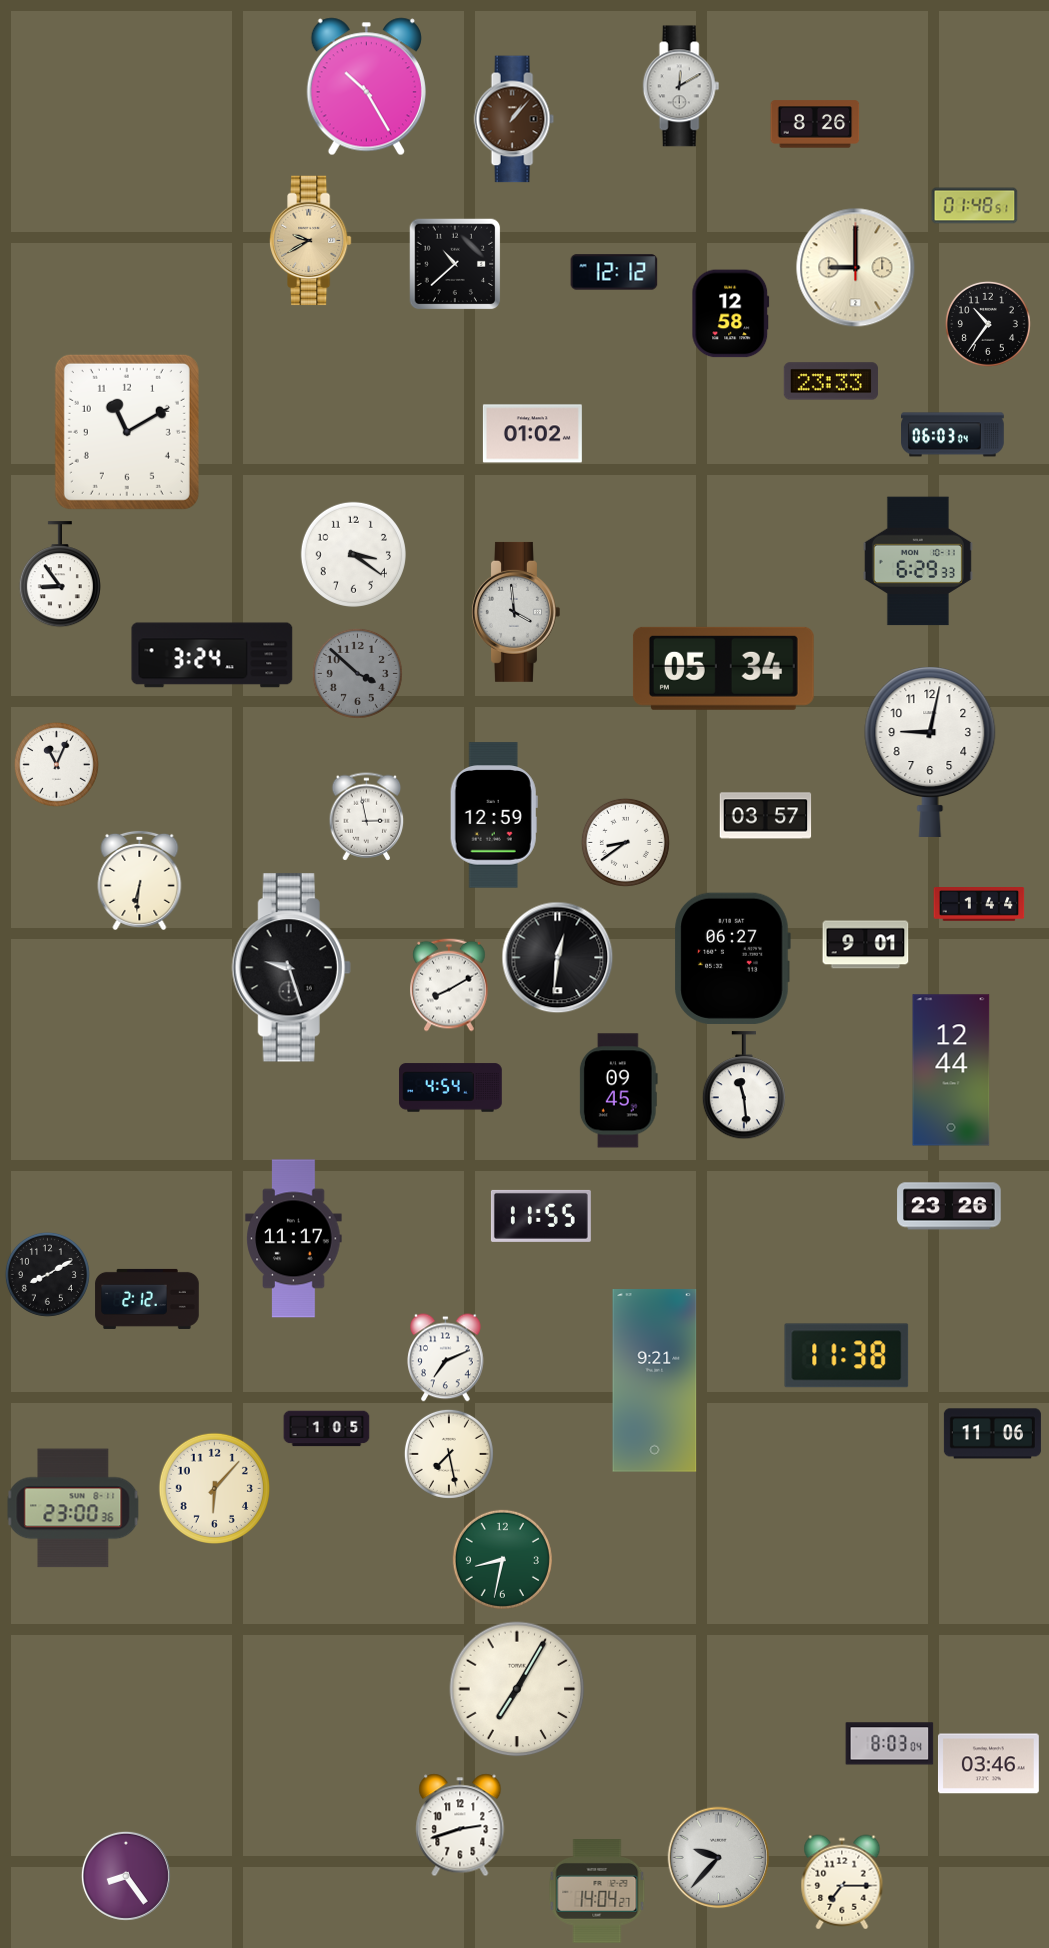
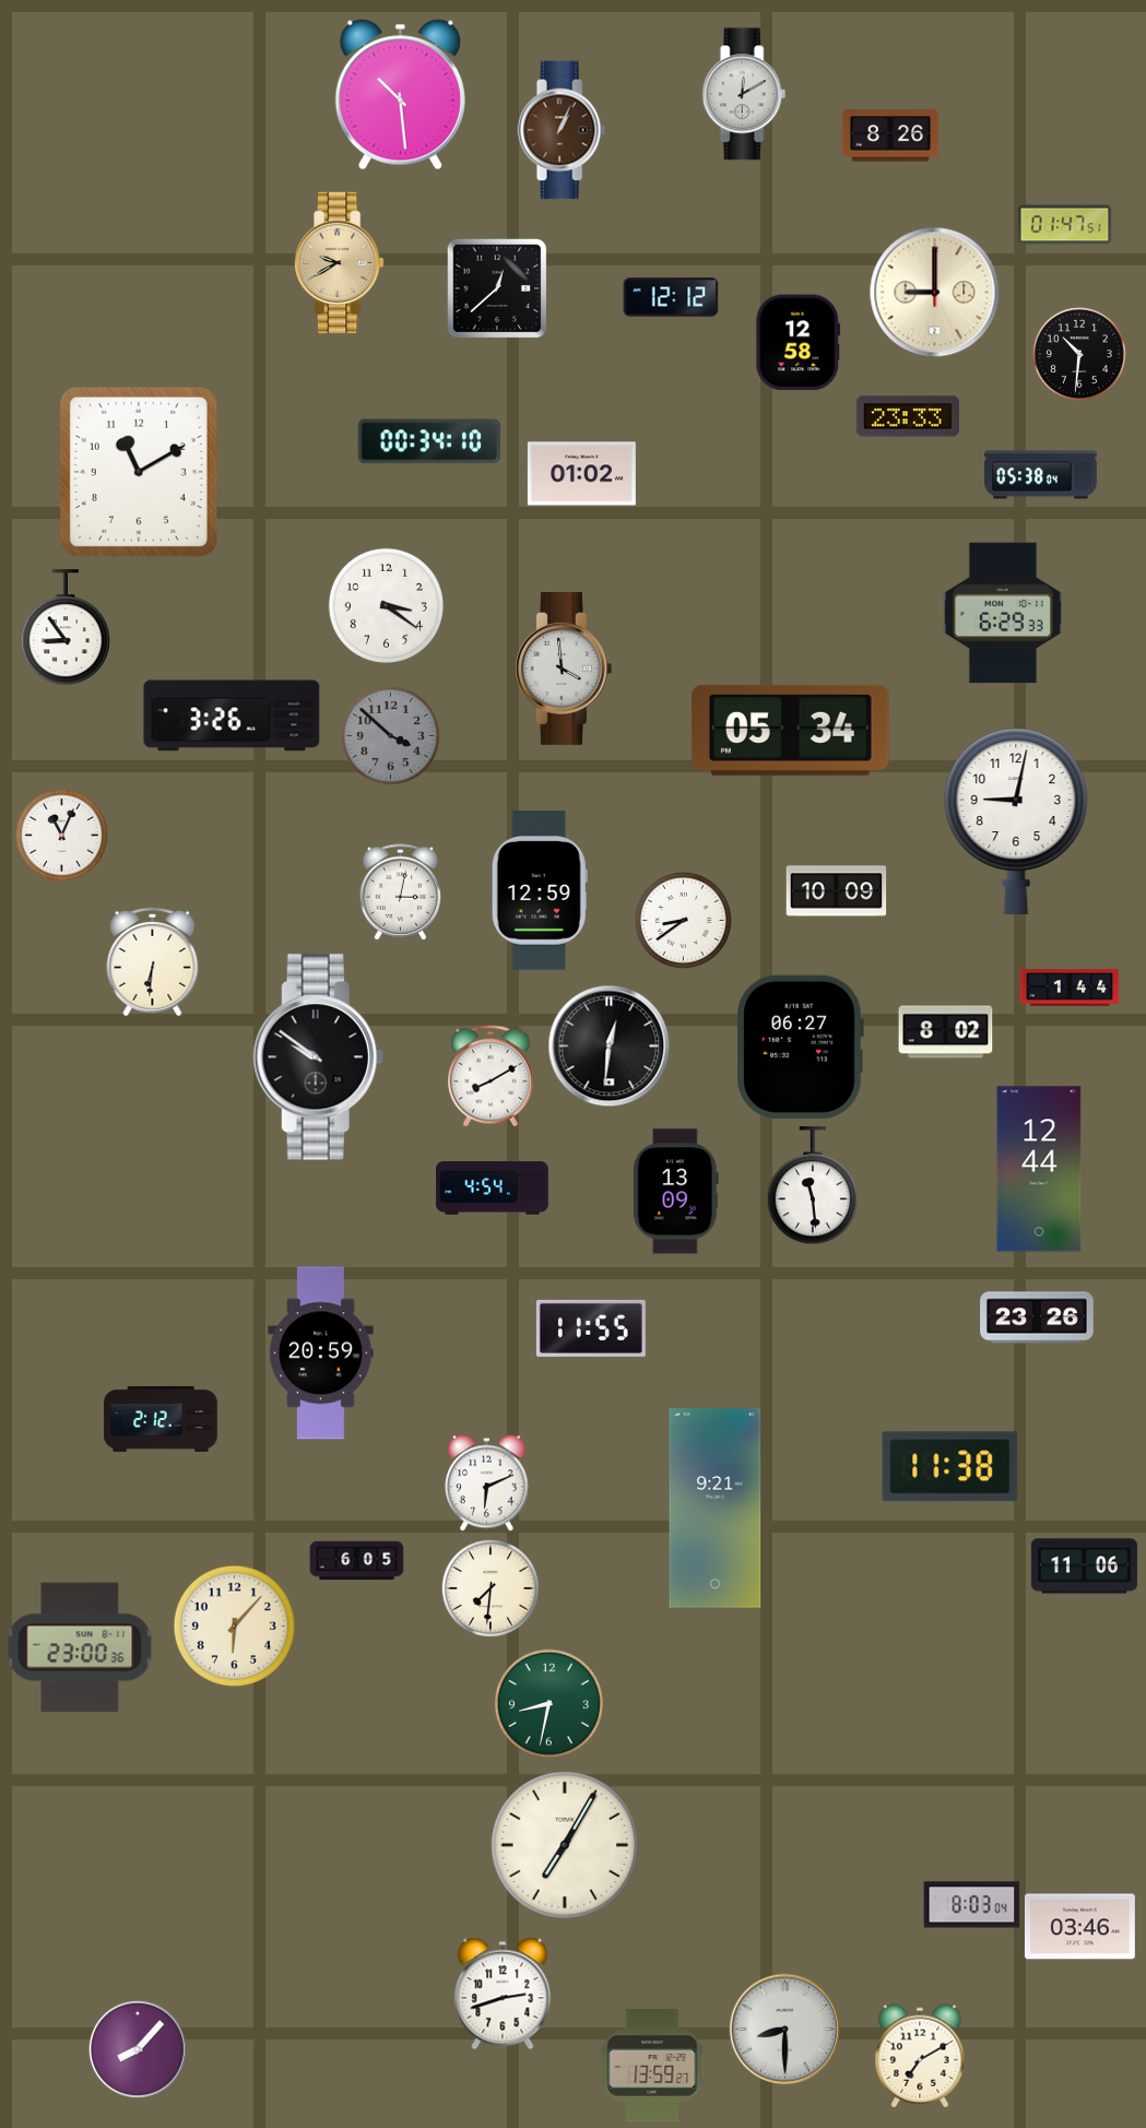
clock at (366, 87): 10:25 -> 10:29
clock at (514, 119): 1:07 -> 1:04
clock at (975, 206): 01:48 -> 01:47
clock at (455, 264): 10:38 -> 12:38
clock at (988, 324): 10:36 -> 10:31
clock at (428, 441): none -> 00:34
clock at (953, 435): 06:03 -> 05:38
clock at (212, 655): 3:24 -> 3:26
clock at (766, 816): 03:57 -> 10:09
clock at (367, 817): 2:58 -> 3:02
clock at (866, 945): 9:01 -> 8:02
clock at (291, 968): 9:27 -> 9:51
clock at (618, 1091): 09:45 -> 13:09
clock at (294, 1239): 11:17 -> 20:59
clock at (47, 1274): 8:10 -> none
clock at (847, 1356) position: (847, 1356) -> (950, 1467)
clock at (446, 1358): 7:11 -> 6:11
clock at (327, 1429): 1:05 -> 6:05
clock at (449, 1454): 7:28 -> 7:31
clock at (719, 1858): 9:37 -> 8:30
clock at (126, 1876): 8:24 -> 8:07
clock at (842, 1882): 7:15 -> 7:10
clock at (597, 1891): 14:04 -> 13:59
